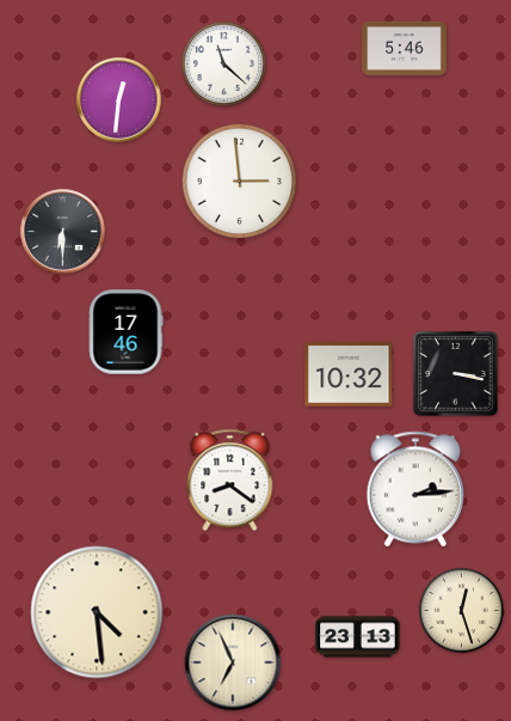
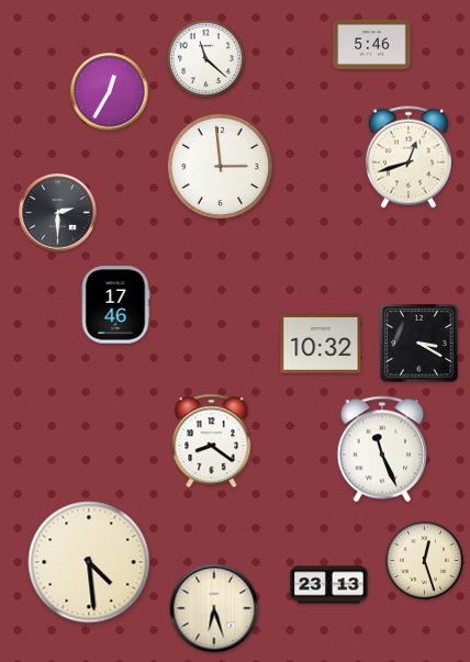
clock at (119, 100): 12:31 -> 12:35
clock at (409, 157): none -> 12:42
clock at (63, 232): 6:30 -> 2:30
clock at (456, 374): 3:17 -> 3:20
clock at (415, 489): 2:14 -> 11:26
clock at (233, 662): 6:56 -> 6:27
